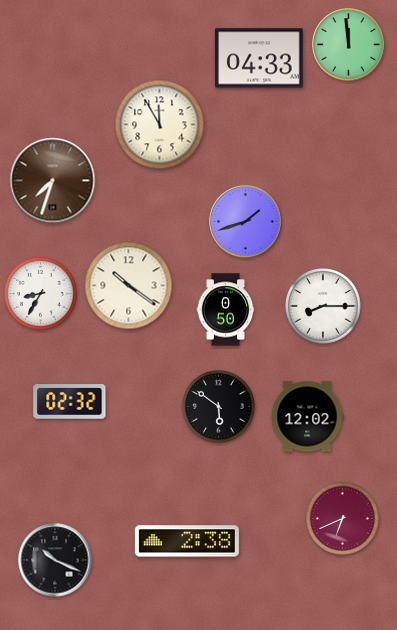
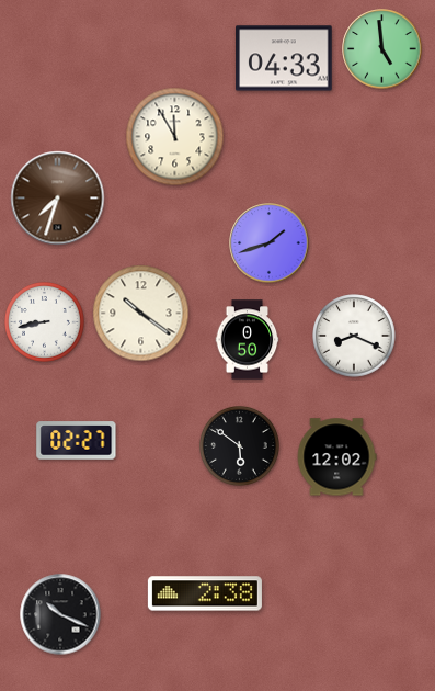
clock at (349, 45): 11:59 -> 4:59
clock at (260, 58) position: (260, 58) -> (285, 58)
clock at (41, 294): 8:35 -> 8:43
clock at (323, 306): 8:15 -> 8:19
clock at (70, 402): 02:32 -> 02:27
clock at (343, 519): 6:41 -> none
